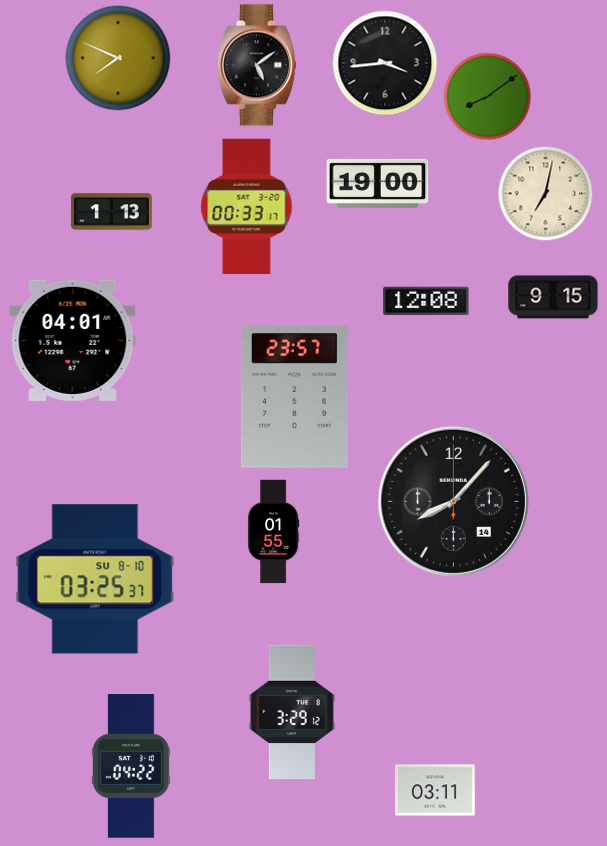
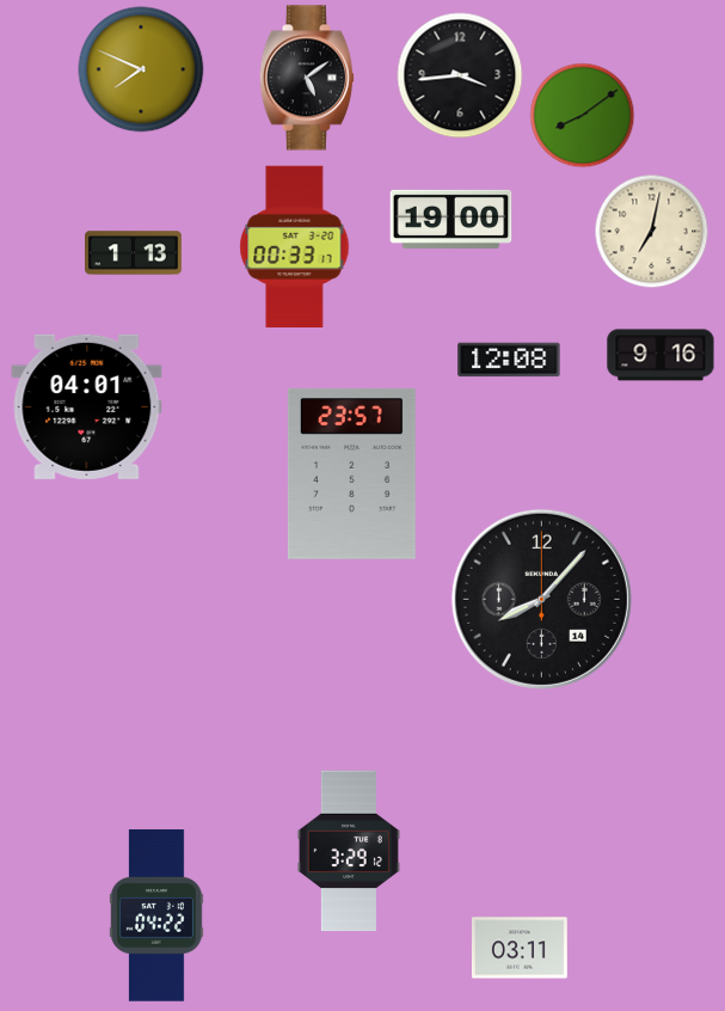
clock at (553, 297): 9:15 -> 9:16
clock at (273, 532): 01:55 -> none
clock at (95, 579): 03:25 -> none
clock at (435, 790) position: (435, 790) -> (520, 948)
